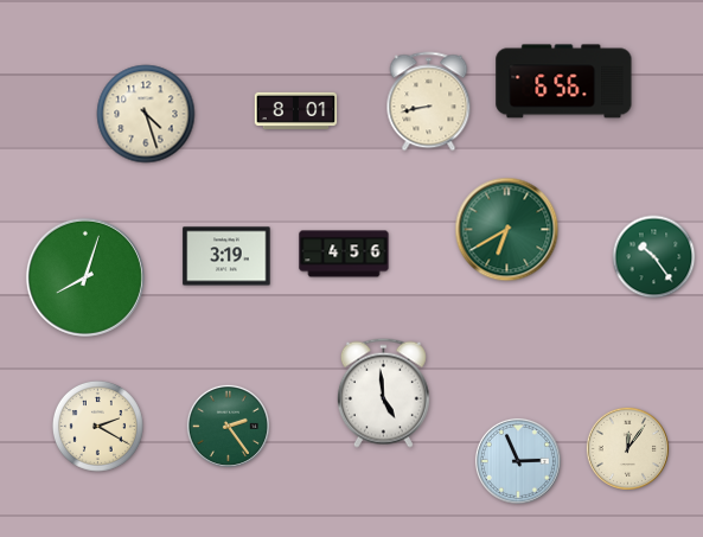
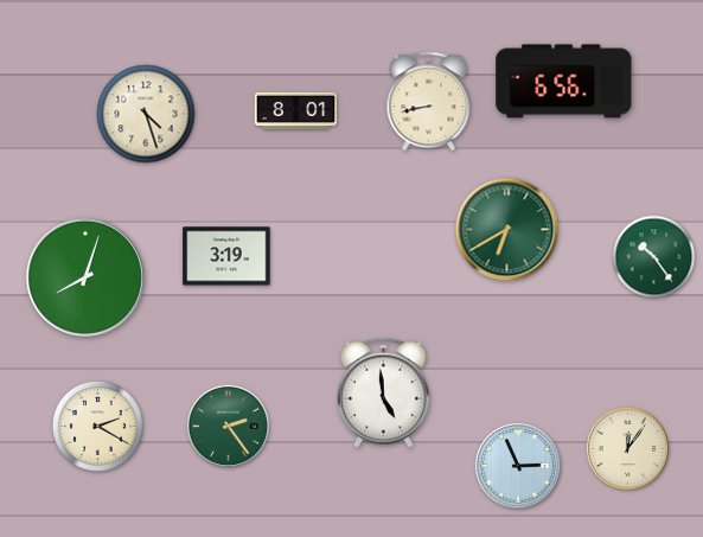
clock at (344, 254): 4:56 -> none
clock at (518, 461) position: (518, 461) -> (518, 466)
